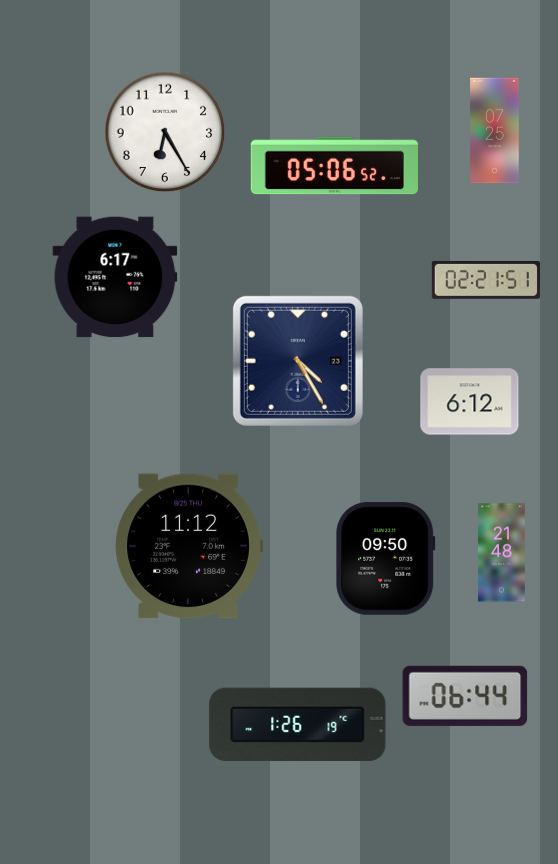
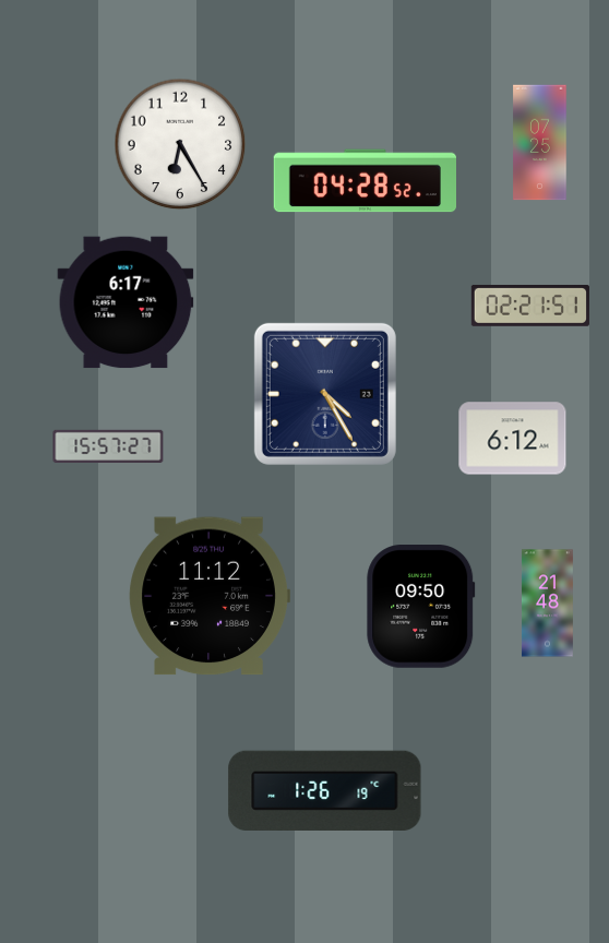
clock at (334, 166): 05:06 -> 04:28
clock at (108, 446): none -> 15:57
clock at (189, 546) position: (189, 546) -> (210, 596)
clock at (386, 559) position: (386, 559) -> (421, 607)
clock at (465, 696): 06:44 -> none
